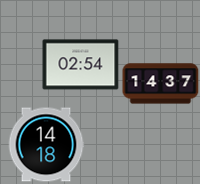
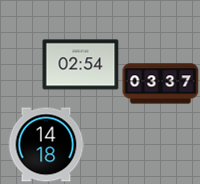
clock at (161, 84): 14:37 -> 03:37
